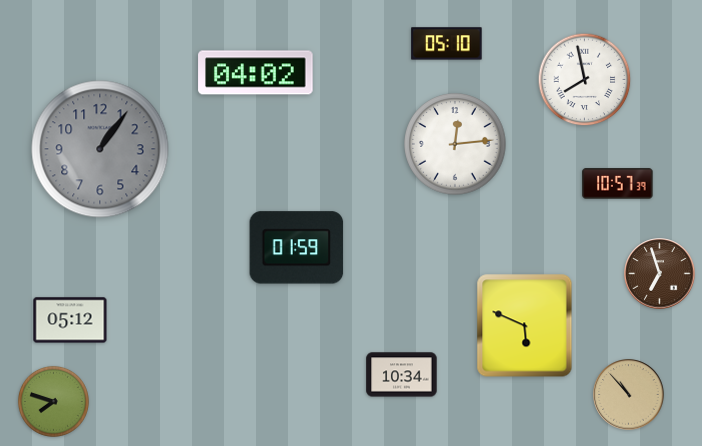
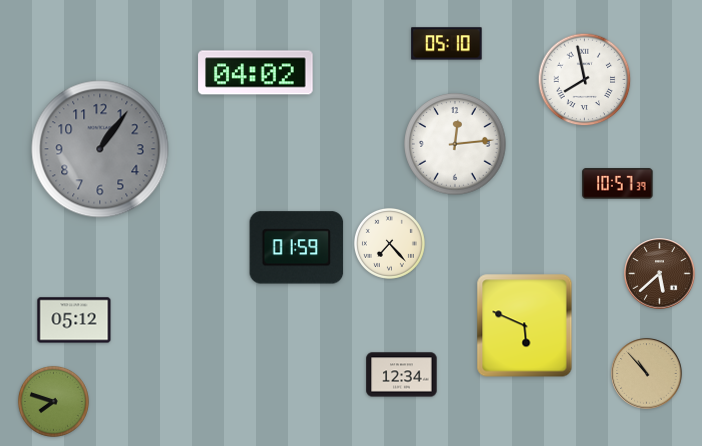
clock at (389, 243): none -> 7:23
clock at (660, 274): 6:57 -> 5:38
clock at (70, 320) position: (70, 320) -> (74, 320)
clock at (402, 375): 10:34 -> 12:34
clock at (629, 395) position: (629, 395) -> (647, 374)
